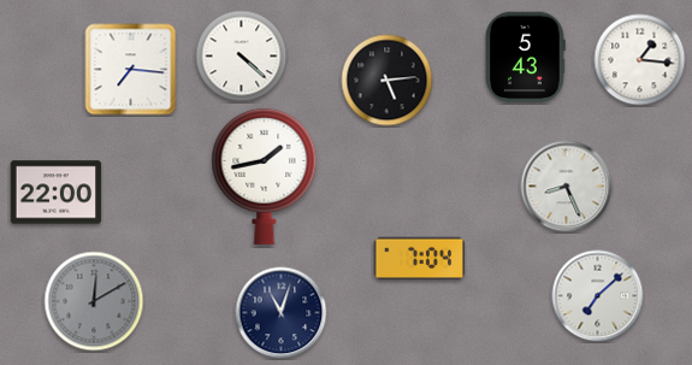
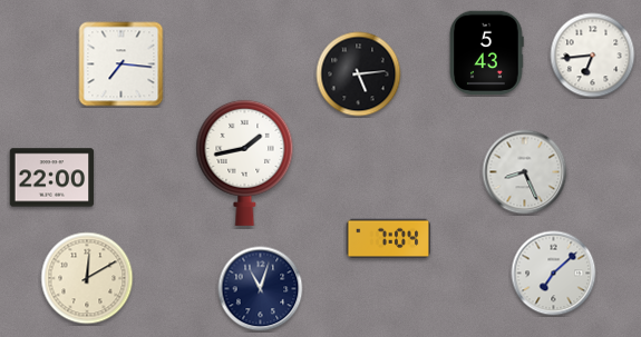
clock at (242, 57): 4:22 -> none
clock at (640, 60): 1:16 -> 6:44
clock at (94, 301) dial: grey -> cream
